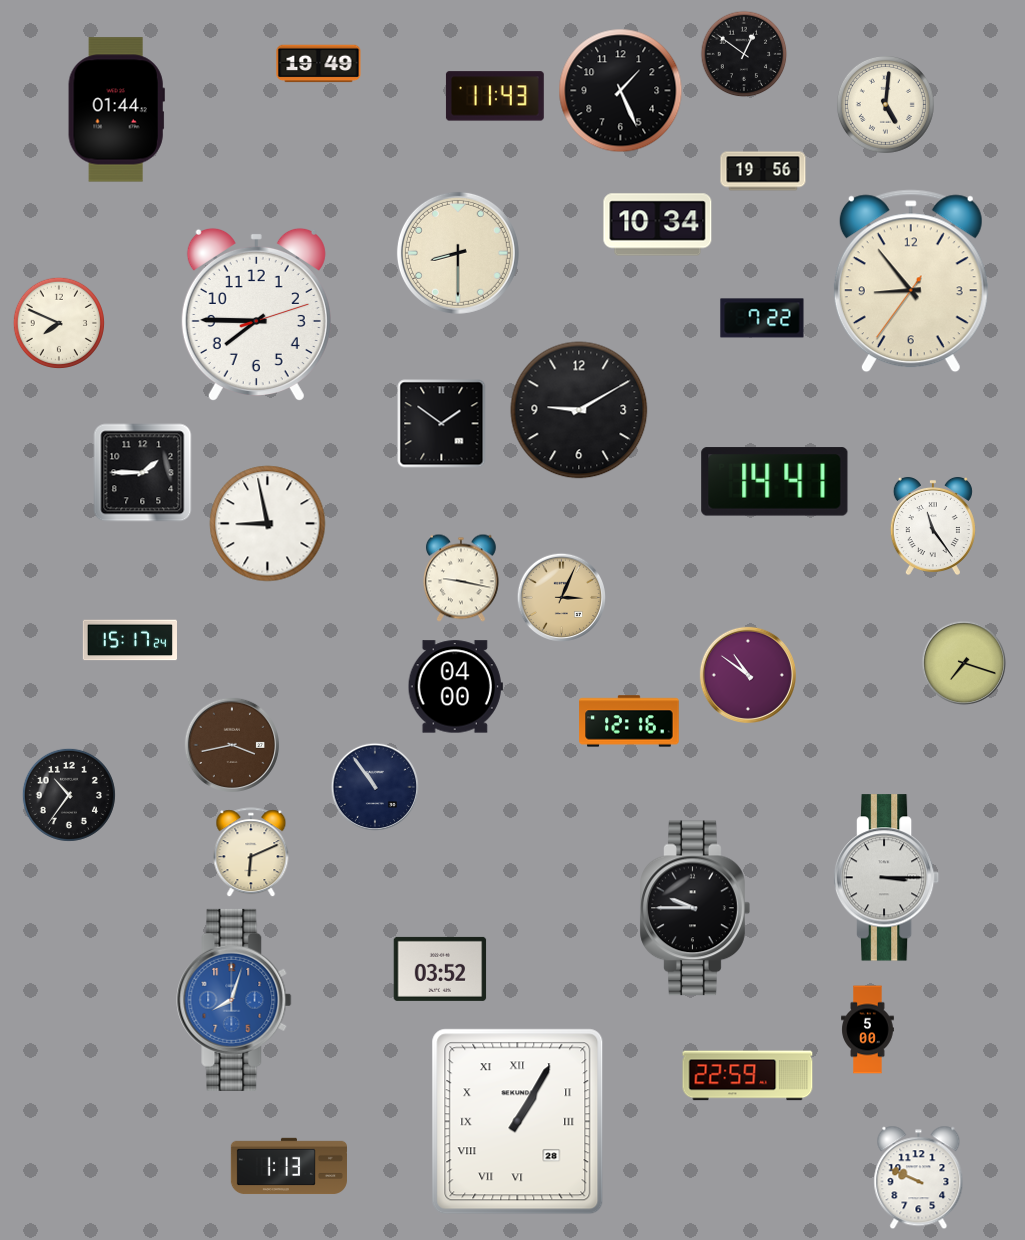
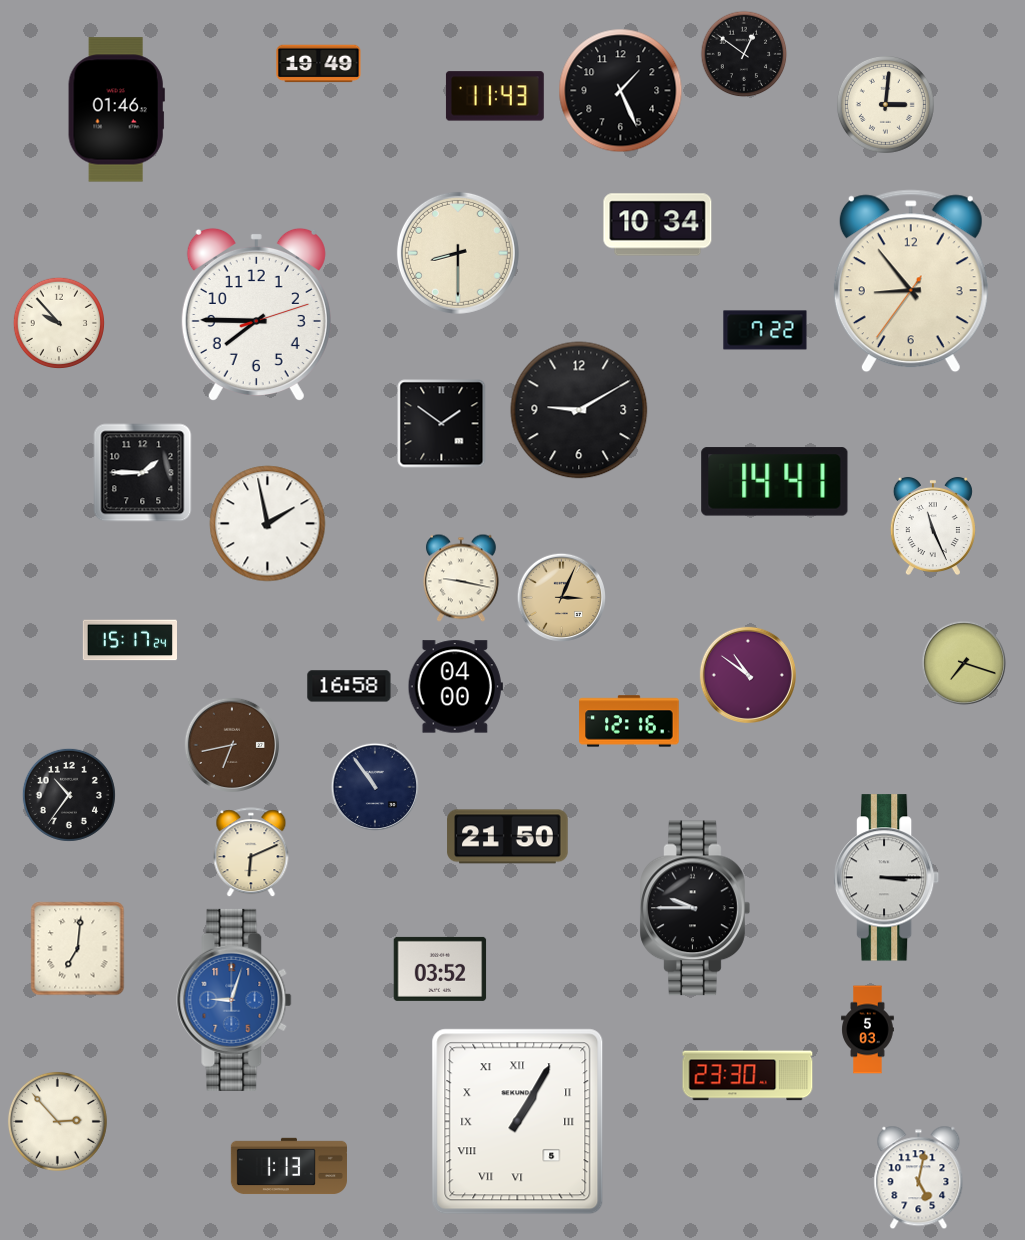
clock at (885, 104): 5:01 -> 3:01
clock at (116, 110): 01:44 -> 01:46
clock at (763, 171): 19:56 -> none
clock at (762, 318) position: (762, 318) -> (765, 330)
clock at (59, 323): 7:49 -> 9:53
clock at (268, 524): 8:58 -> 1:58
clock at (933, 526): 11:24 -> 11:26
clock at (349, 686): none -> 16:58
clock at (232, 745): 3:43 -> 6:43
clock at (508, 837): none -> 21:50
clock at (78, 949): none -> 7:01
clock at (234, 1000): 8:03 -> 9:03
clock at (868, 1030): 5:00 -> 5:03
clock at (748, 1076): 22:59 -> 23:30
clock at (57, 1121): none -> 2:53
clock at (518, 1122) date: 28 -> 5
clock at (919, 1178): 9:49 -> 5:02
